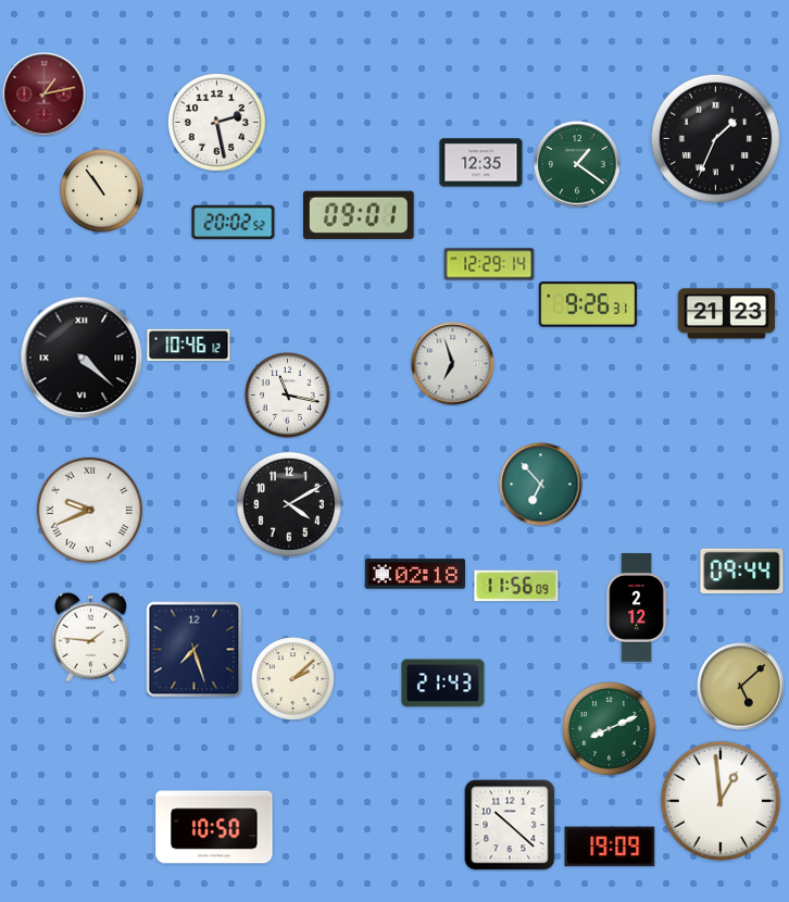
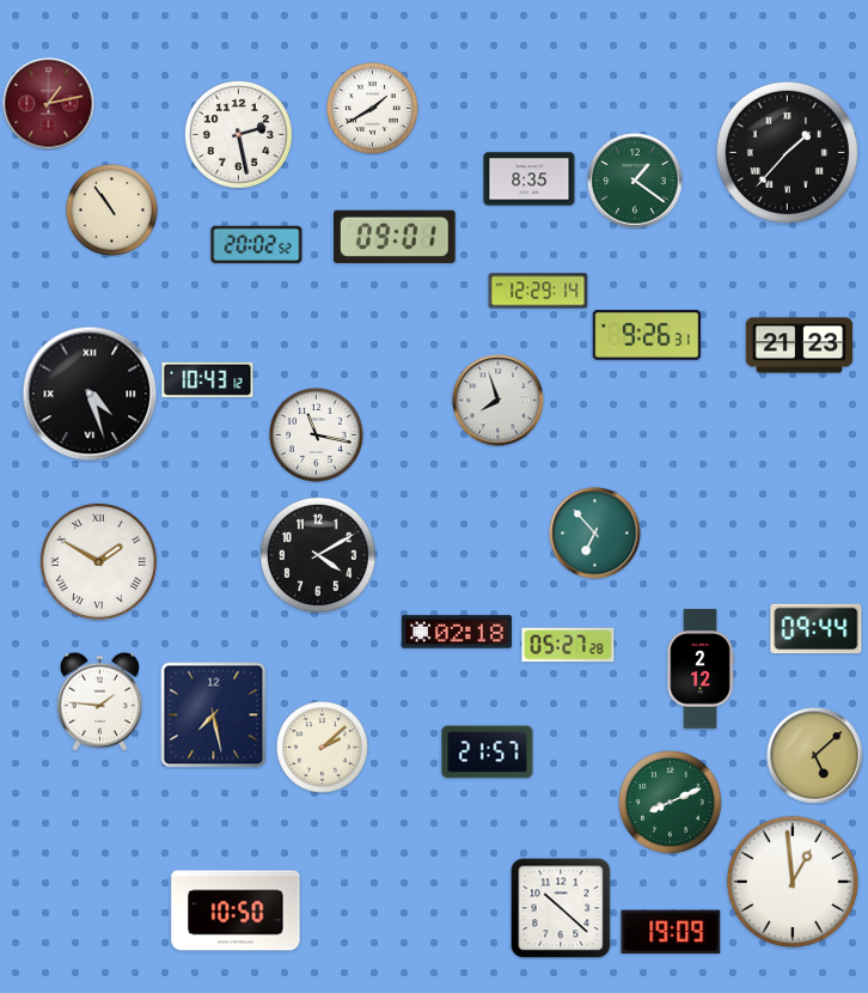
clock at (373, 109): none -> 1:40
clock at (715, 138): 1:34 -> 1:37
clock at (481, 163): 12:35 -> 8:35
clock at (189, 344): 10:46 -> 10:43
clock at (82, 358): 4:22 -> 4:27
clock at (453, 364): 6:57 -> 7:57
clock at (89, 510): 9:41 -> 1:50
clock at (516, 586): 11:56 -> 05:27
clock at (195, 650): 7:27 -> 7:28
clock at (443, 684): 21:43 -> 21:57
